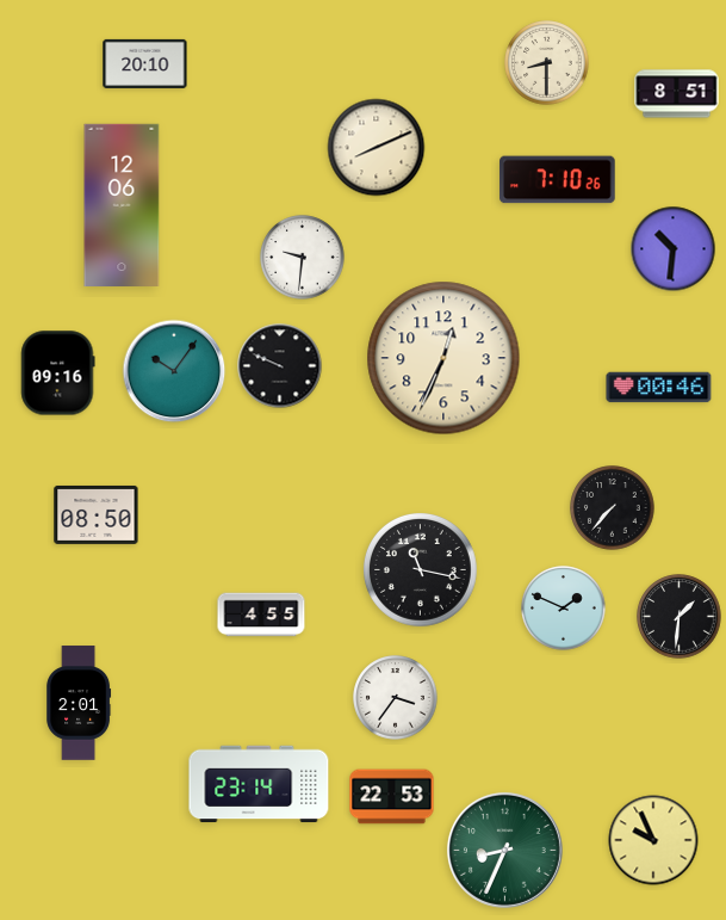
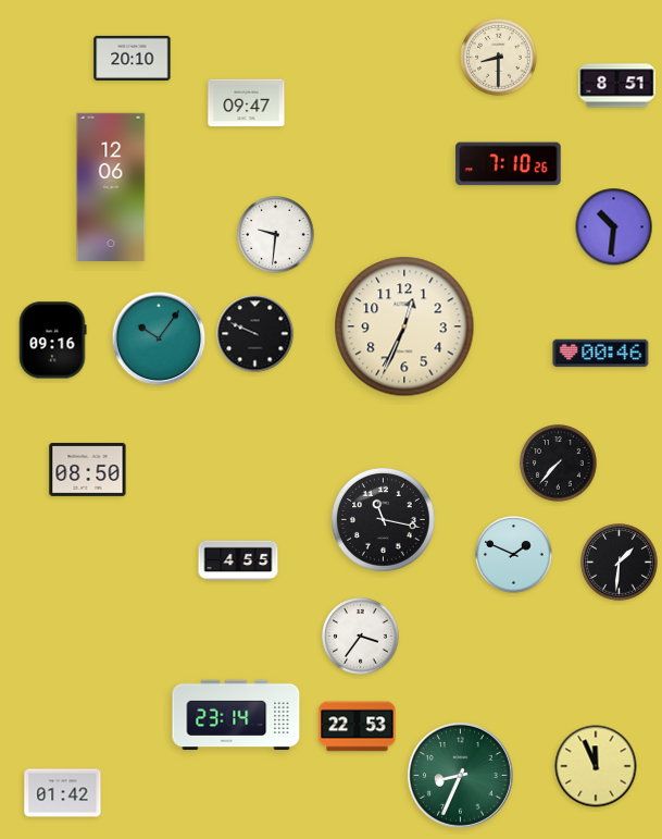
clock at (247, 103): none -> 09:47
clock at (377, 148): 8:11 -> none
clock at (79, 703): 2:01 -> none
clock at (653, 840): 9:56 -> 11:56
clock at (63, 793): none -> 01:42
